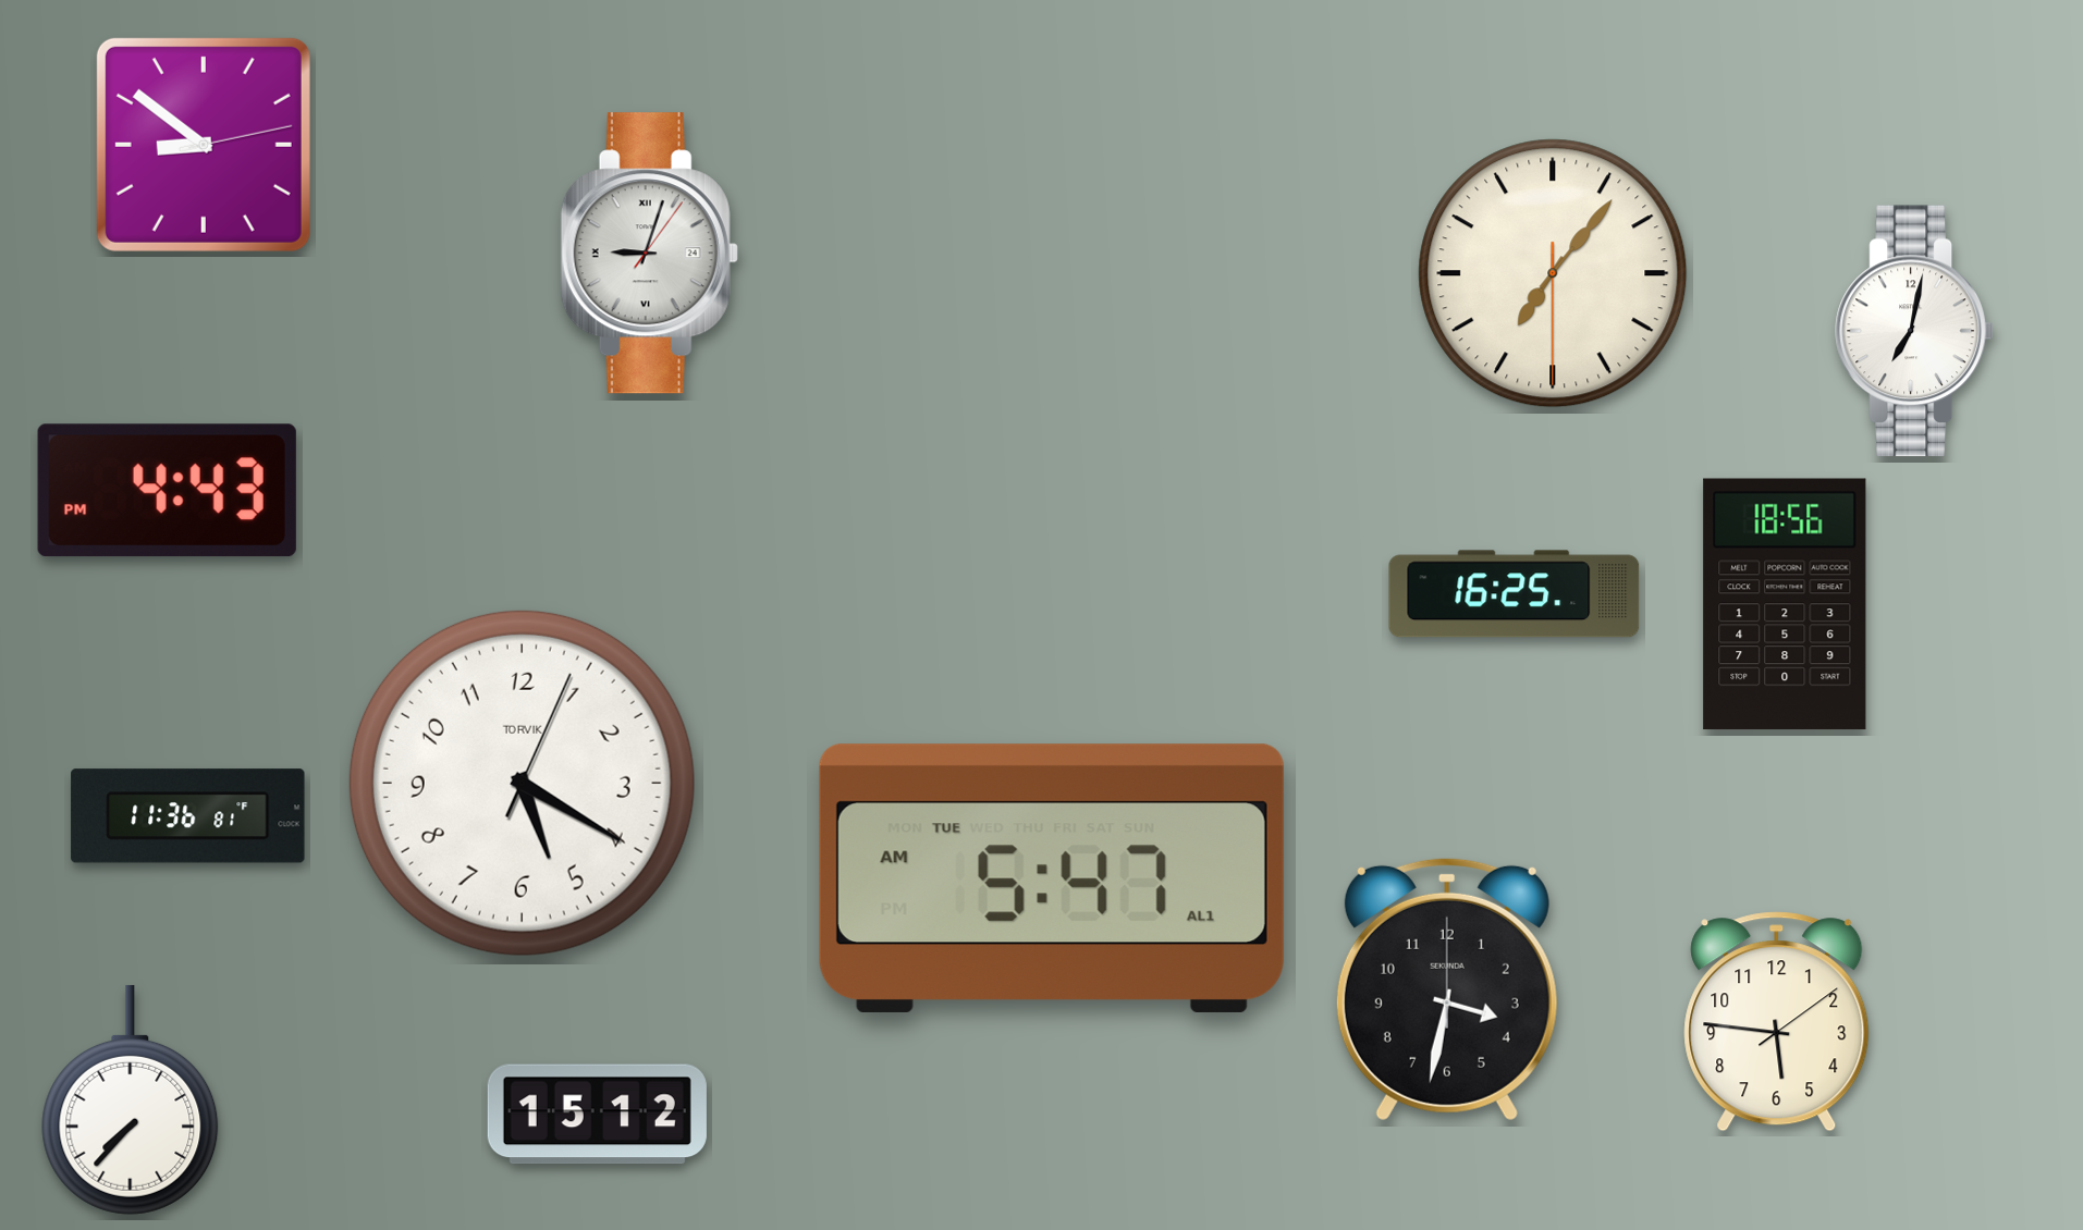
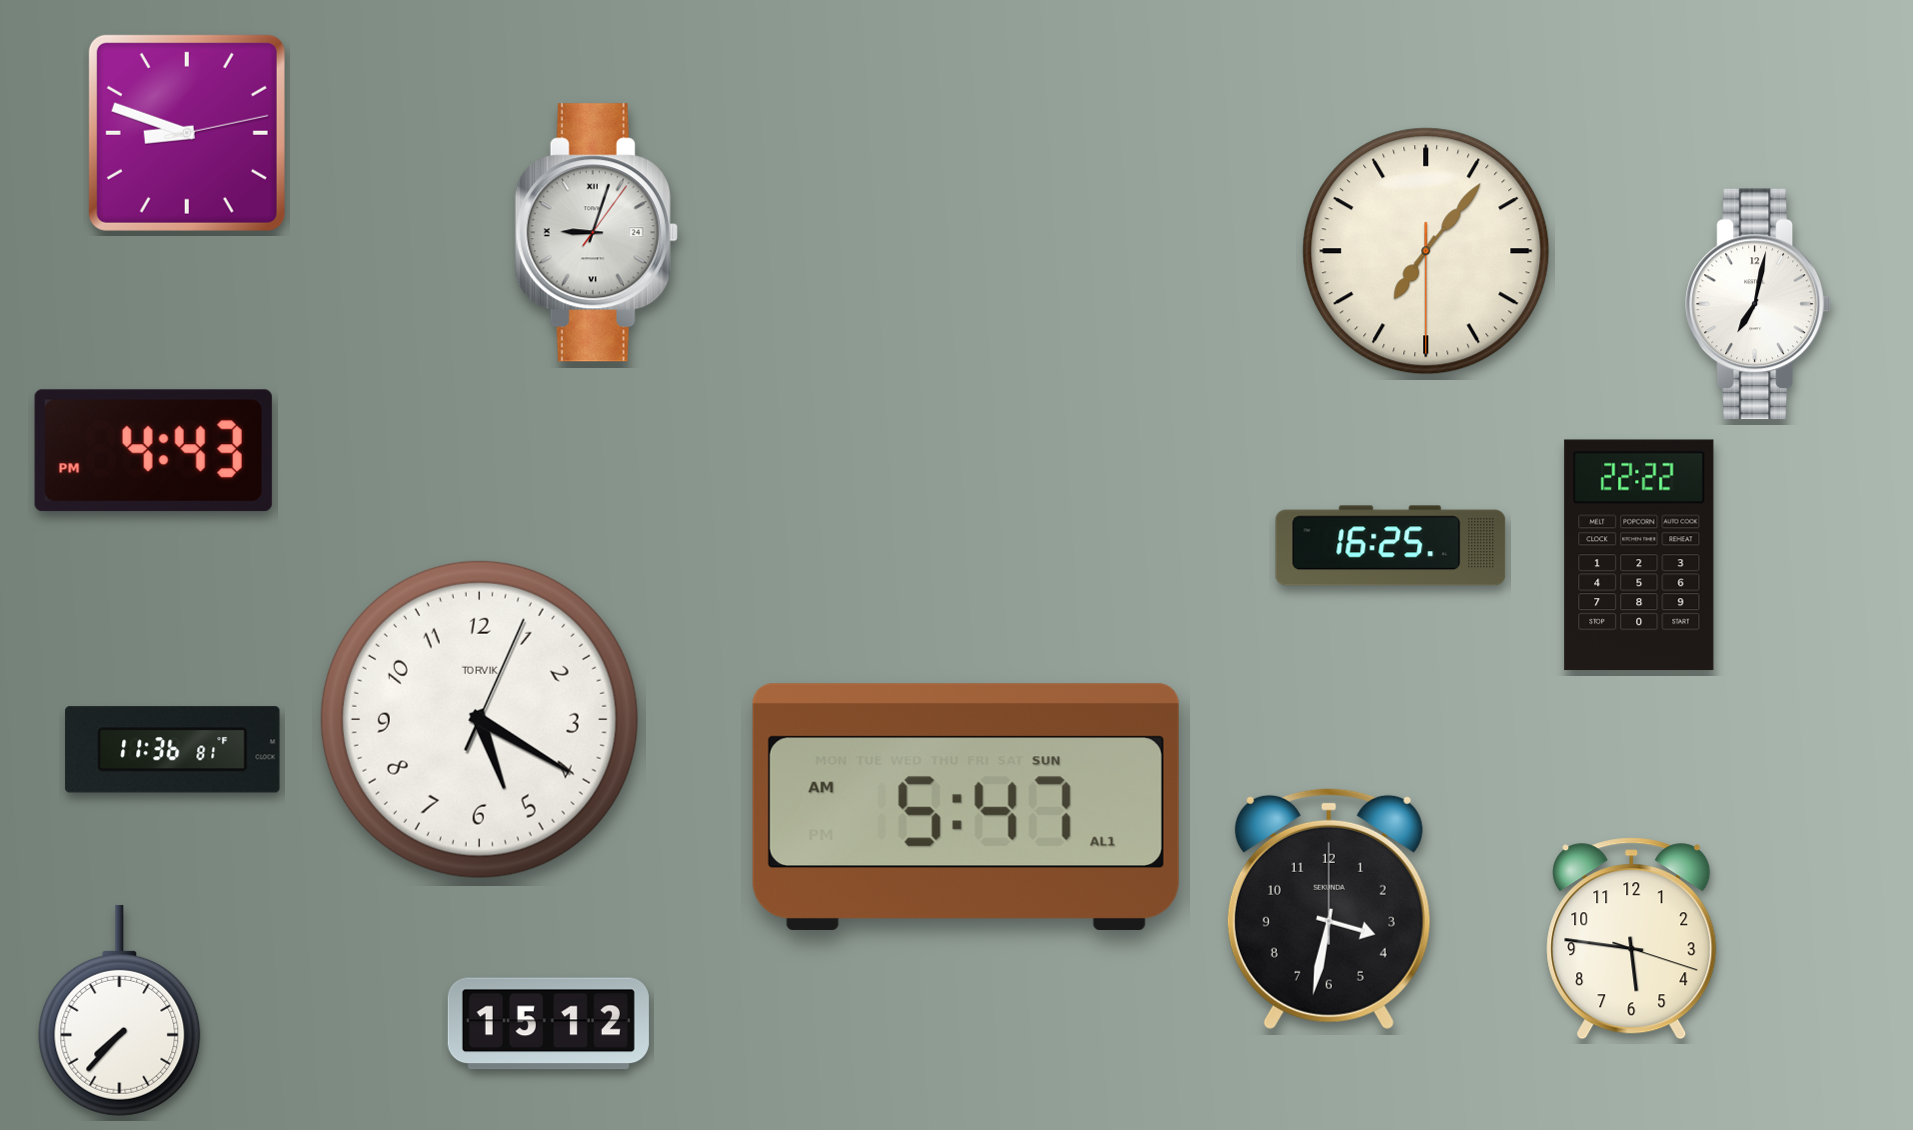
clock at (204, 145): 8:51 -> 8:48
clock at (1785, 604): 18:56 -> 22:22
clock at (1052, 878) date: TUE -> SUN
clock at (1777, 1022): 5:46:09 -> 5:46:18
